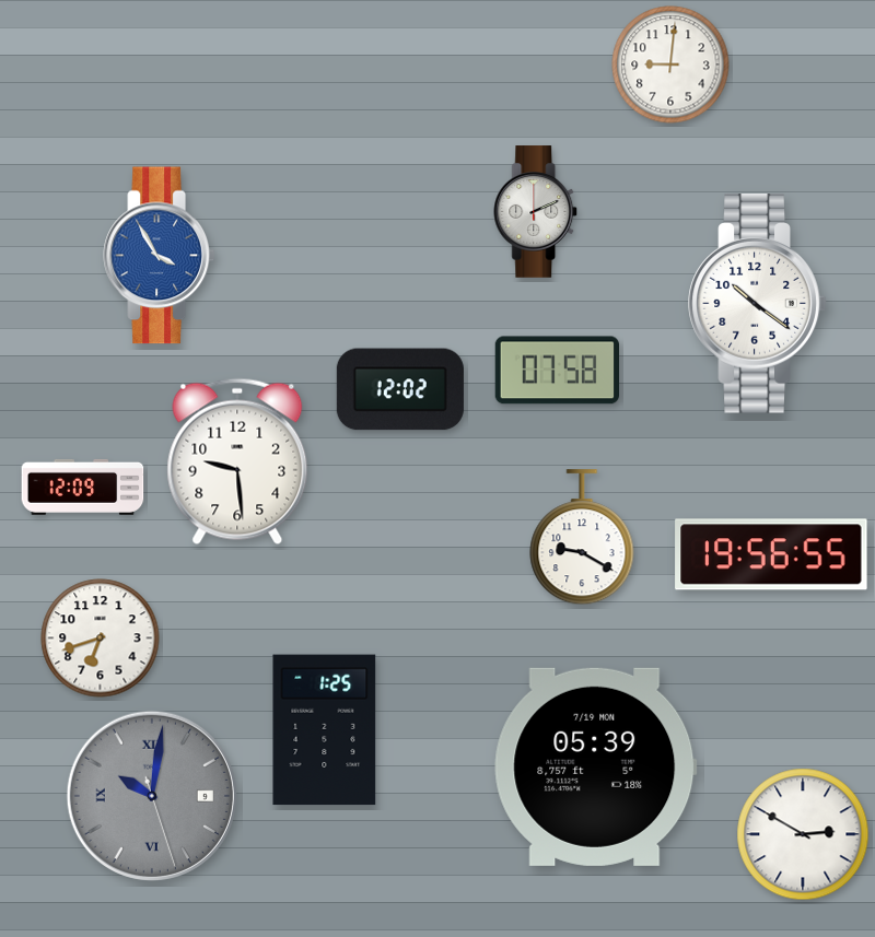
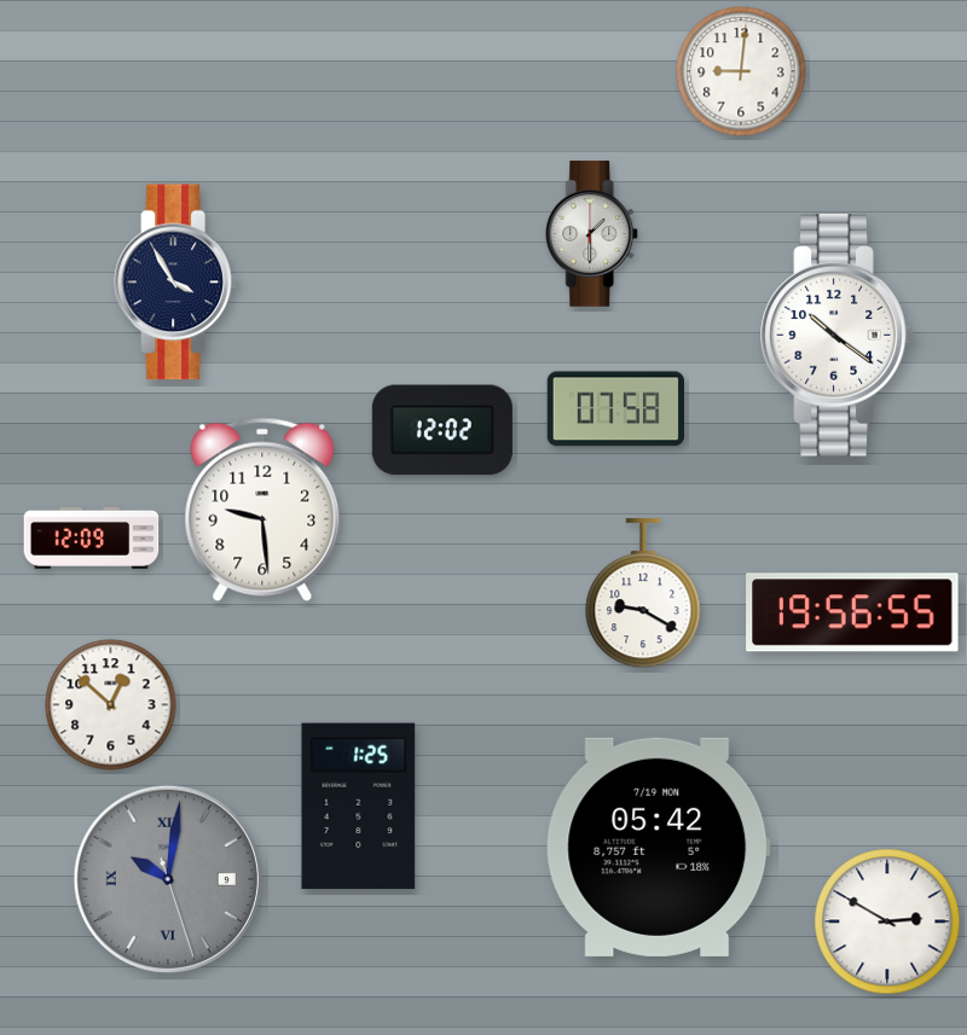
clock at (536, 212): 2:11 -> 1:30
clock at (159, 256) dial: blue -> navy
clock at (101, 639): 6:42 -> 12:52
clock at (596, 766): 05:39 -> 05:42
